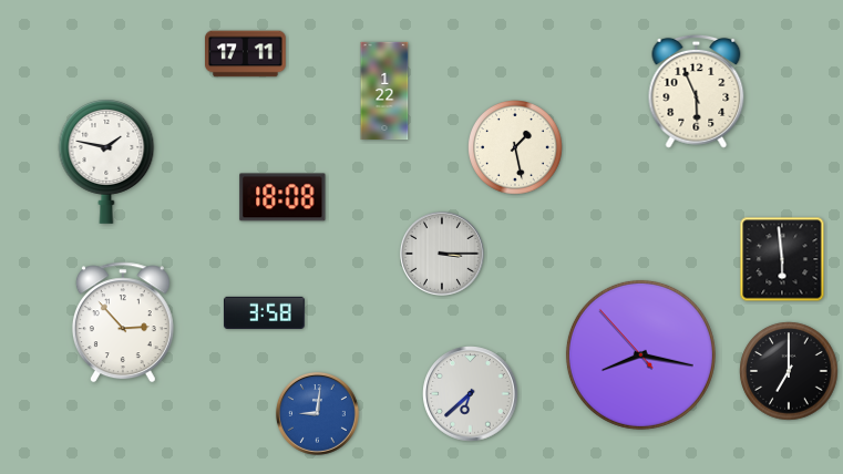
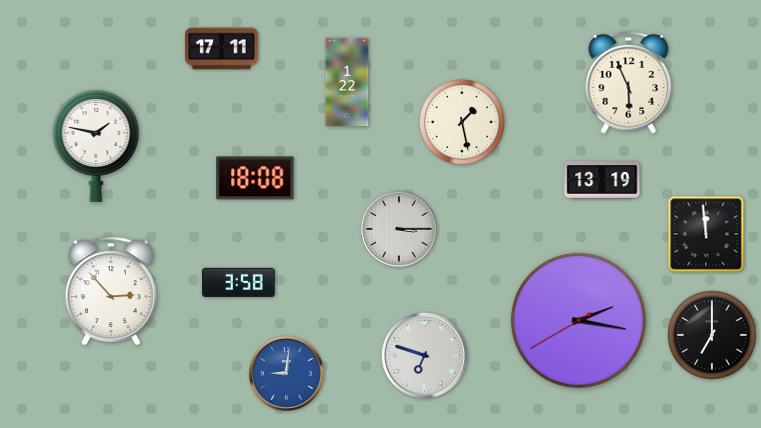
clock at (516, 148) position: (516, 148) -> (463, 123)
clock at (602, 180): none -> 13:19
clock at (782, 259): 5:59 -> 11:59
clock at (640, 354): 8:16 -> 2:16
clock at (471, 394): 6:38 -> 6:48
